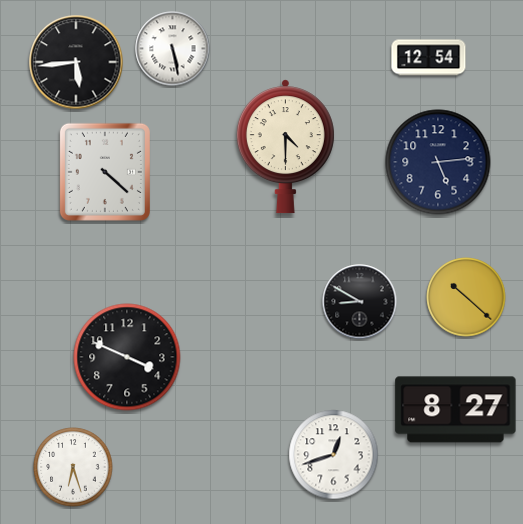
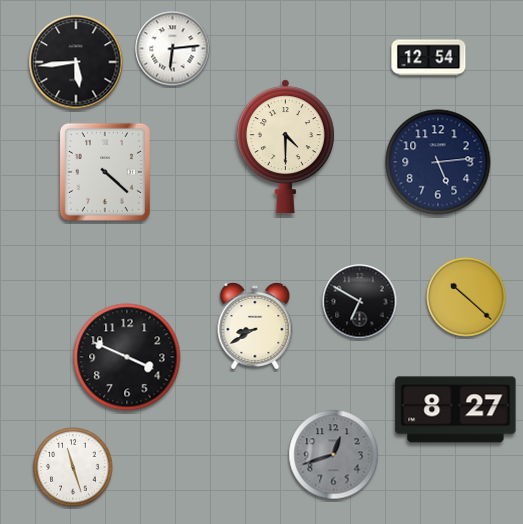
clock at (173, 49): 5:28 -> 6:14
clock at (360, 302): 8:50 -> 6:50
clock at (255, 326): none -> 8:40
clock at (334, 455) dial: white -> grey
clock at (73, 467): 6:27 -> 11:27
